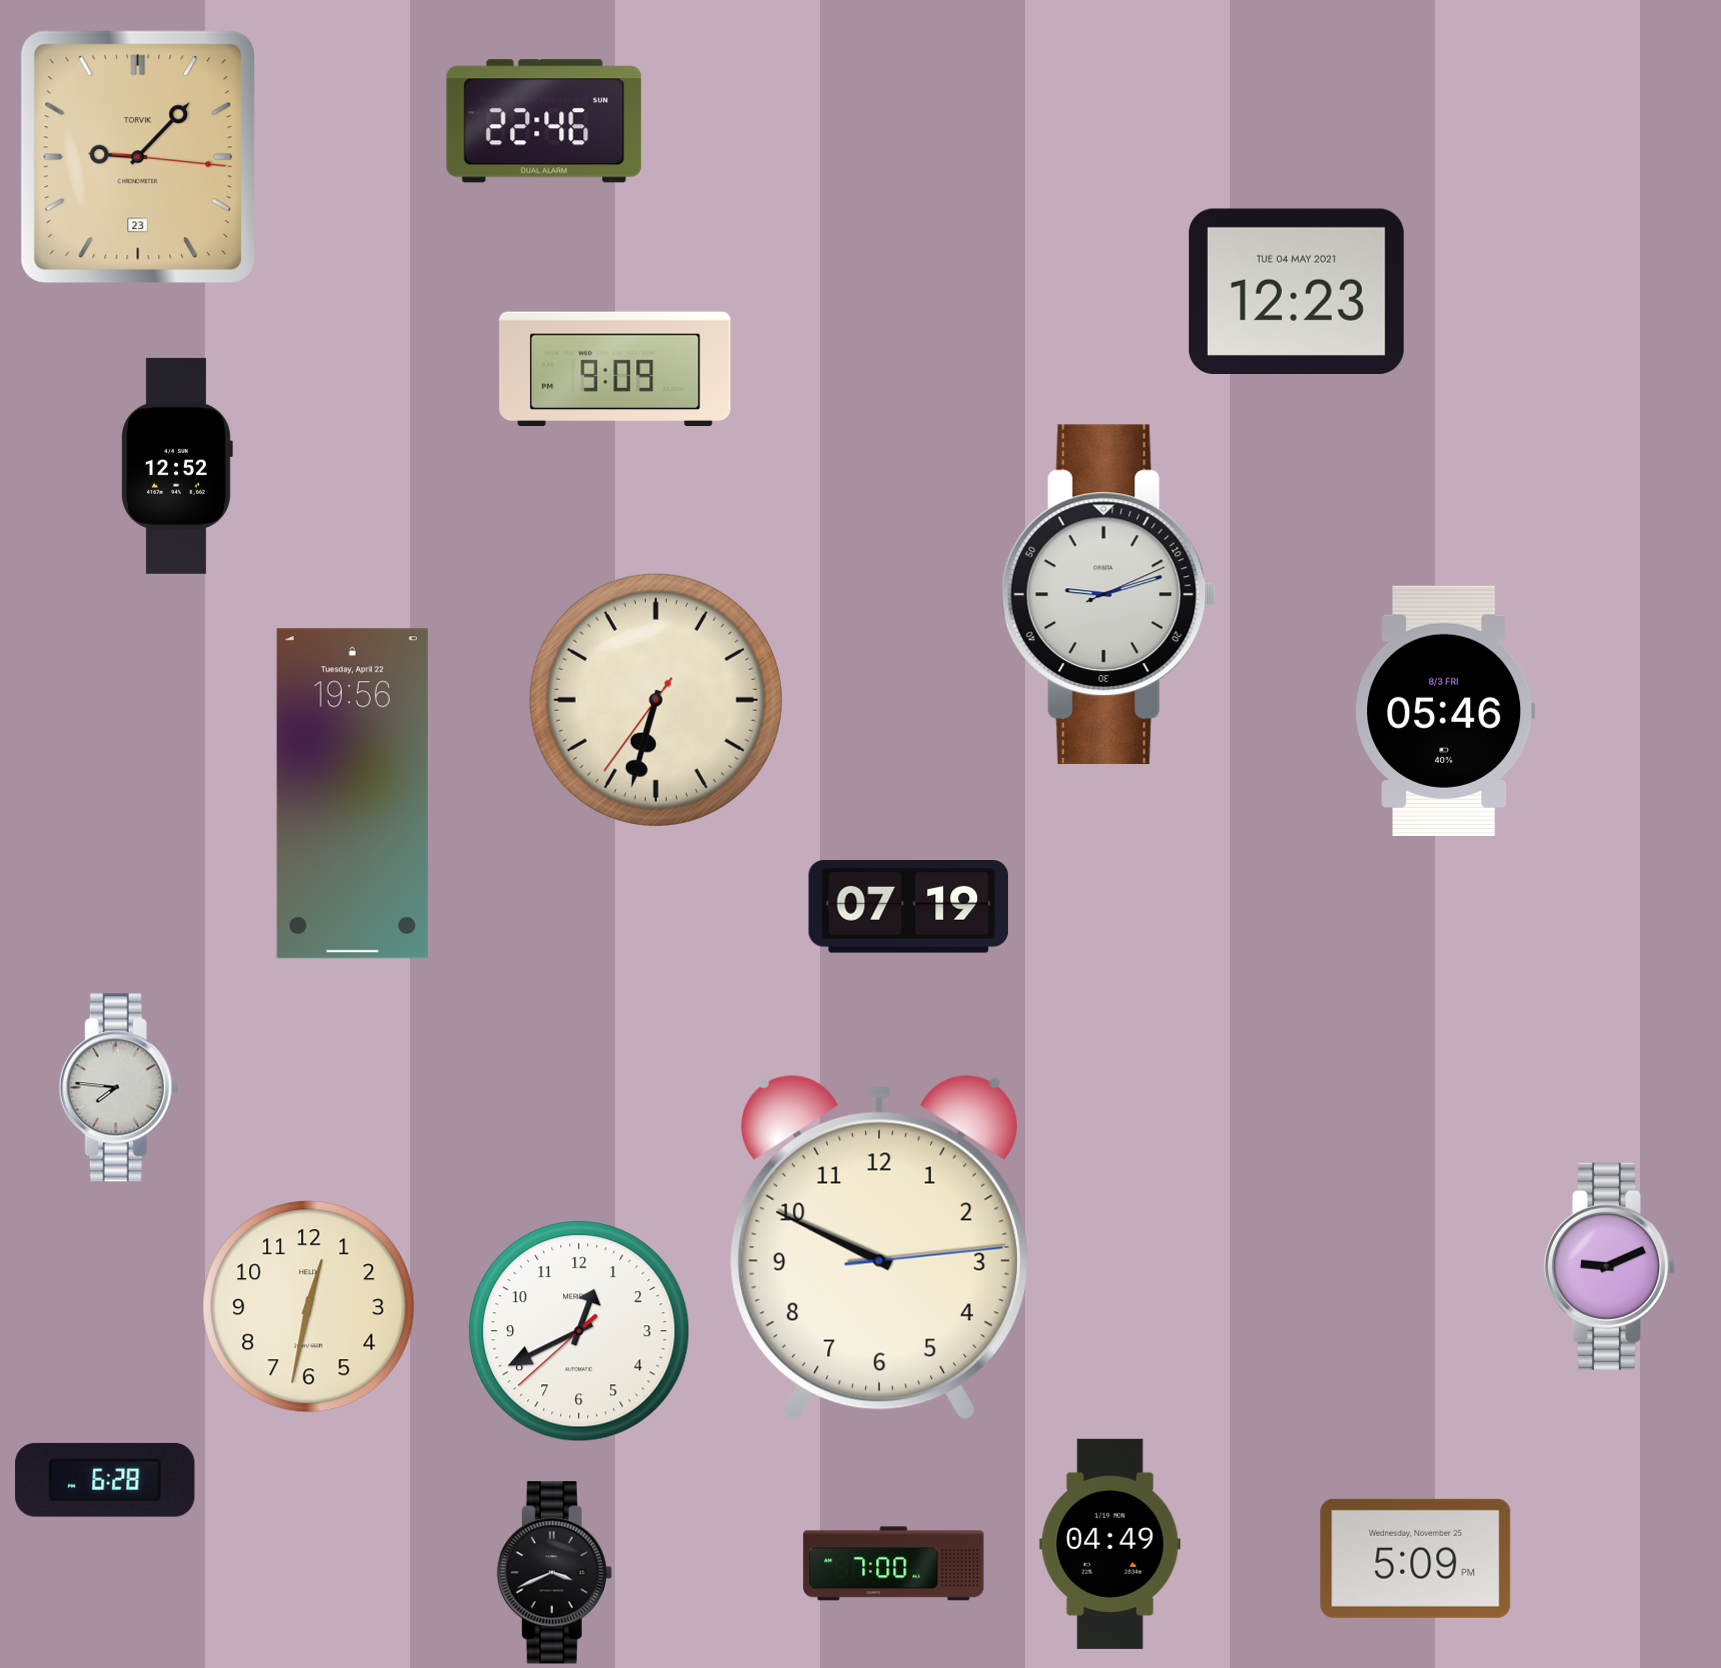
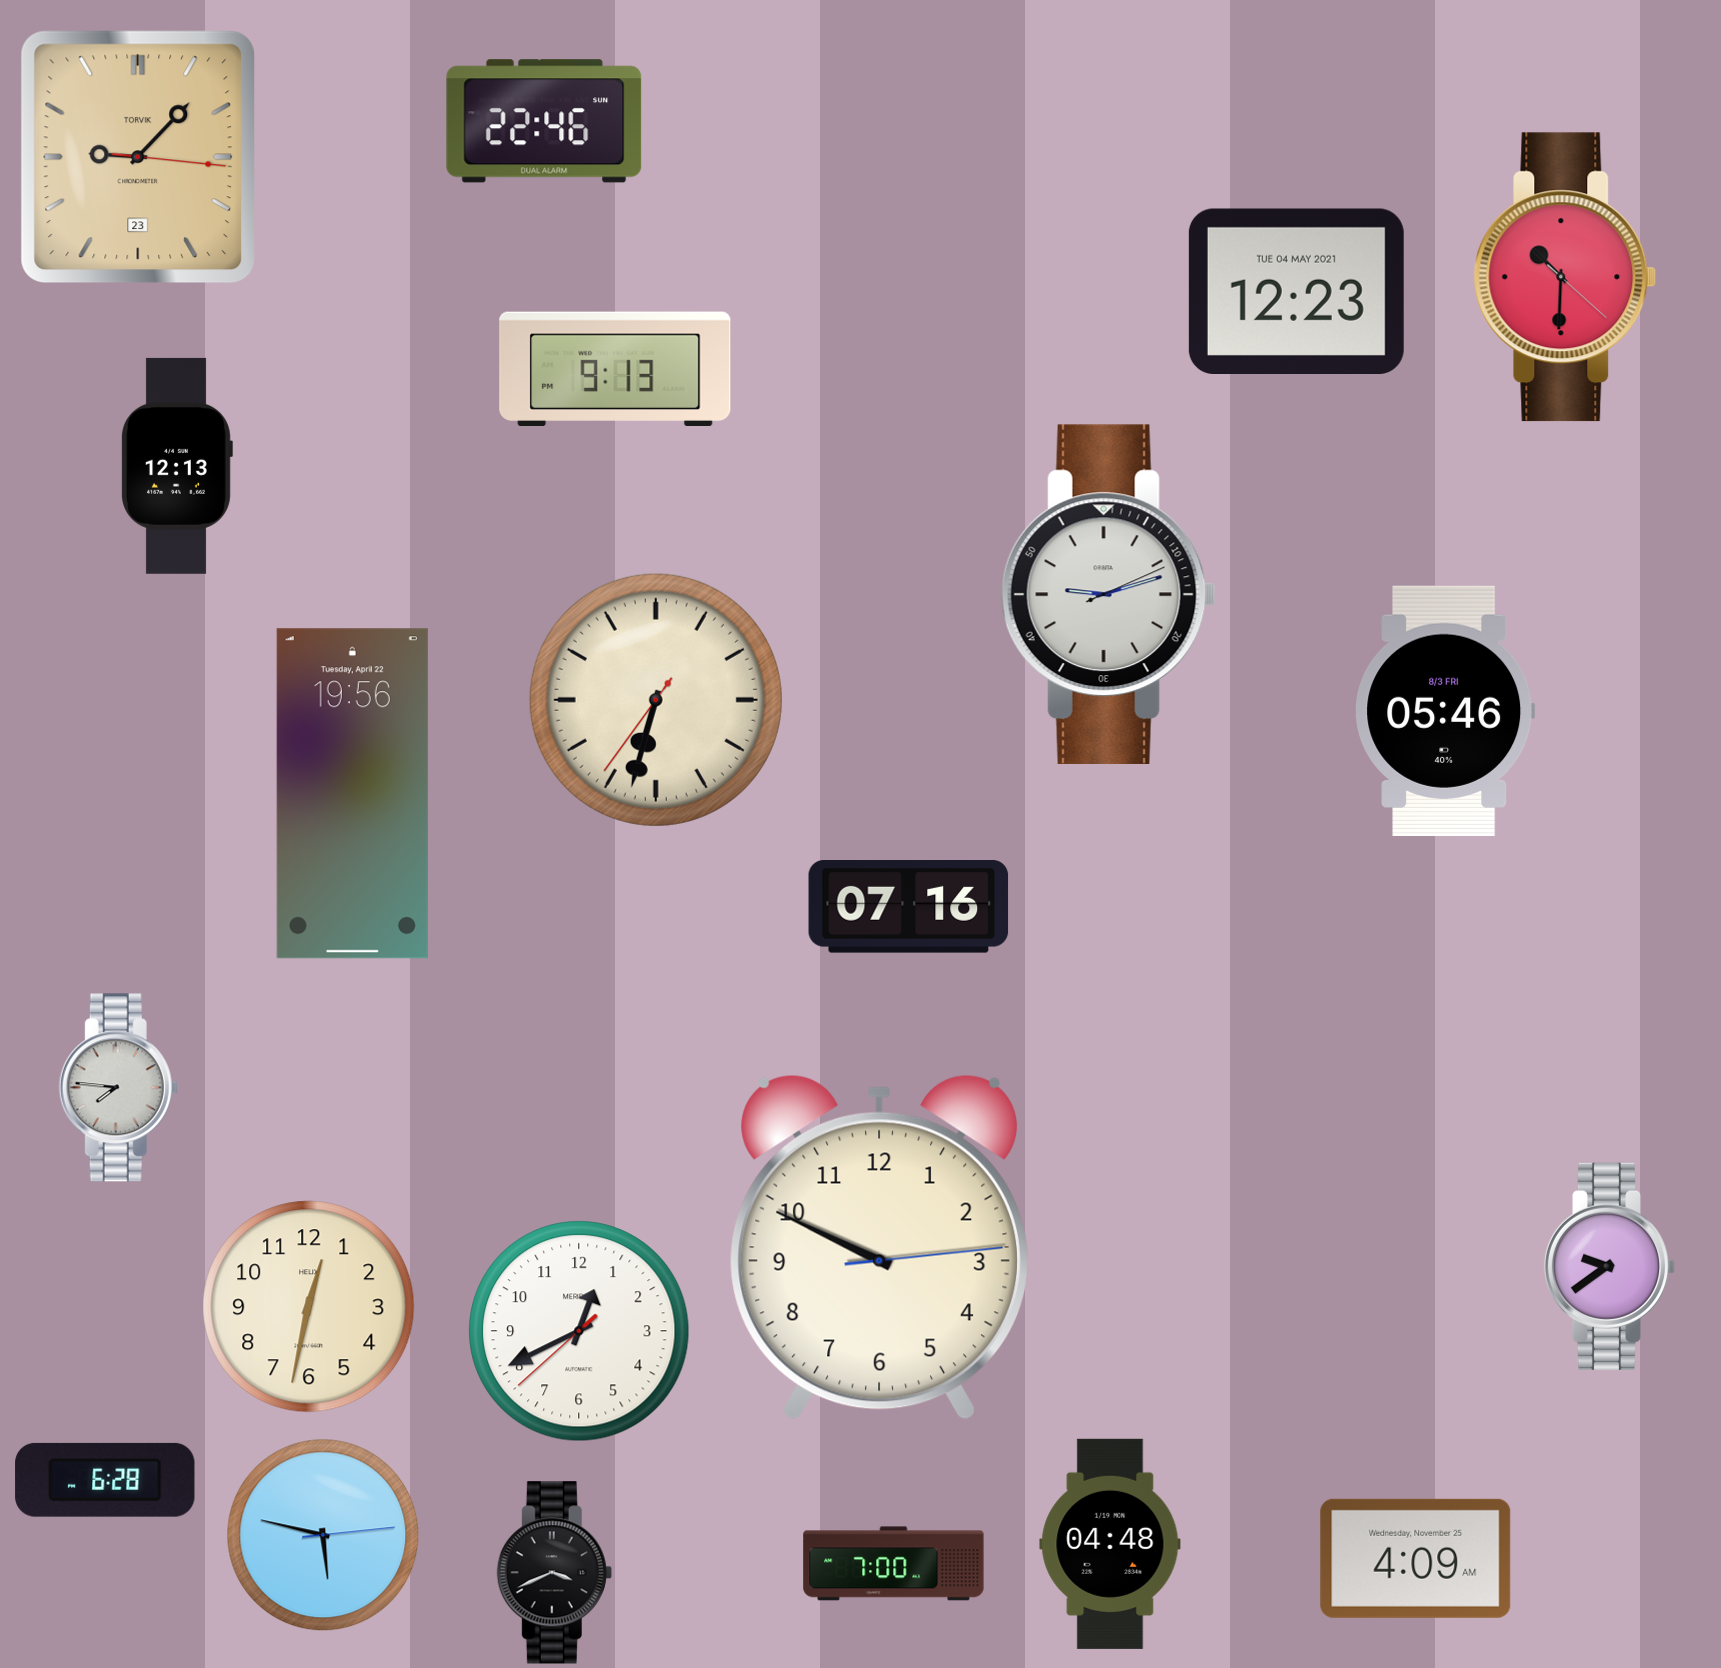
clock at (1565, 277): none -> 10:30
clock at (615, 368): 9:09 -> 9:13
clock at (177, 466): 12:52 -> 12:13
clock at (909, 907): 07:19 -> 07:16
clock at (1610, 1266): 9:11 -> 9:39
clock at (323, 1535): none -> 5:47
clock at (1110, 1544): 04:49 -> 04:48
clock at (1416, 1558): 5:09 -> 4:09
